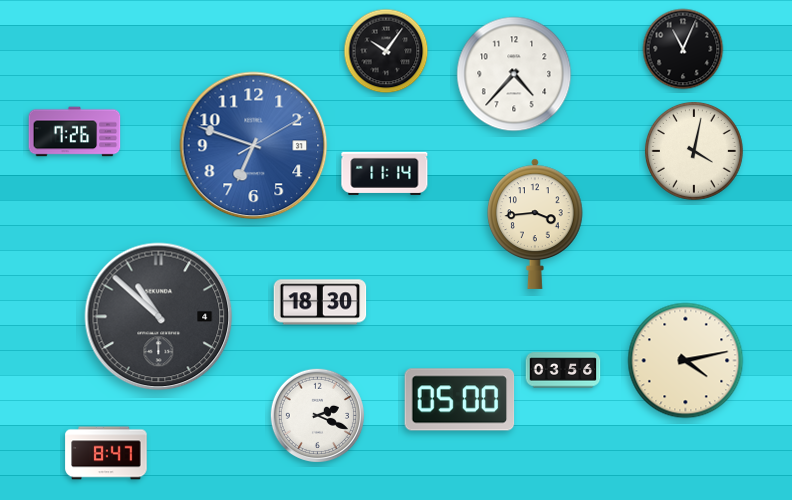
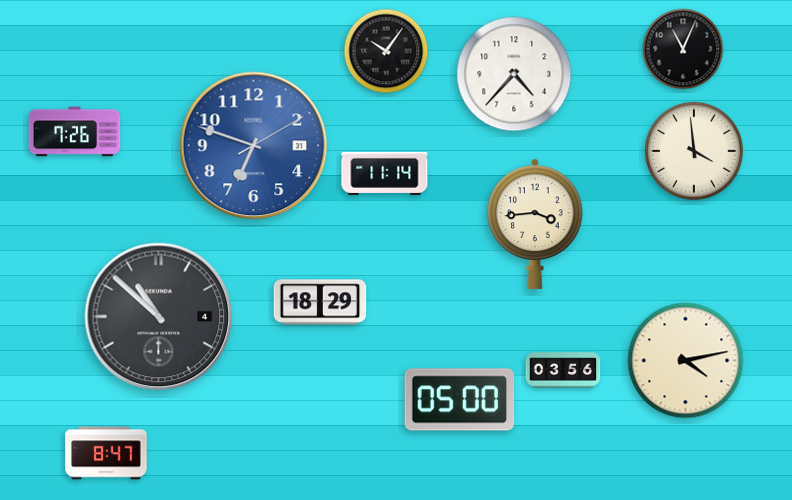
clock at (694, 151): 4:02 -> 3:59
clock at (320, 302): 18:30 -> 18:29
clock at (317, 415): 2:19 -> none
